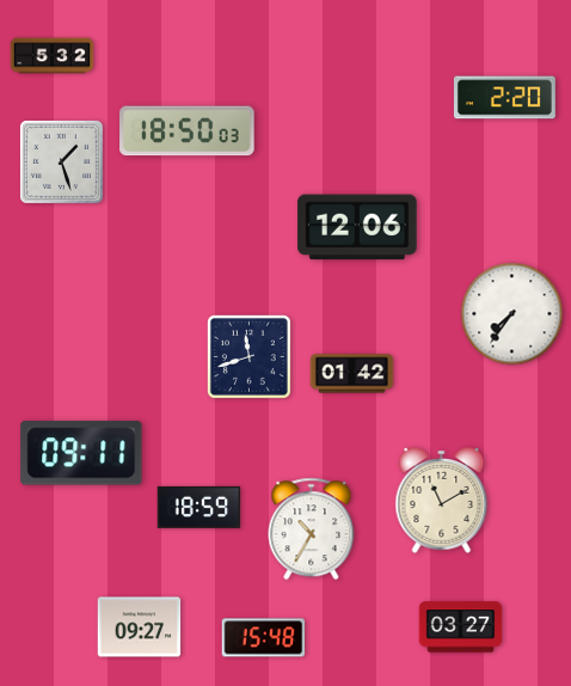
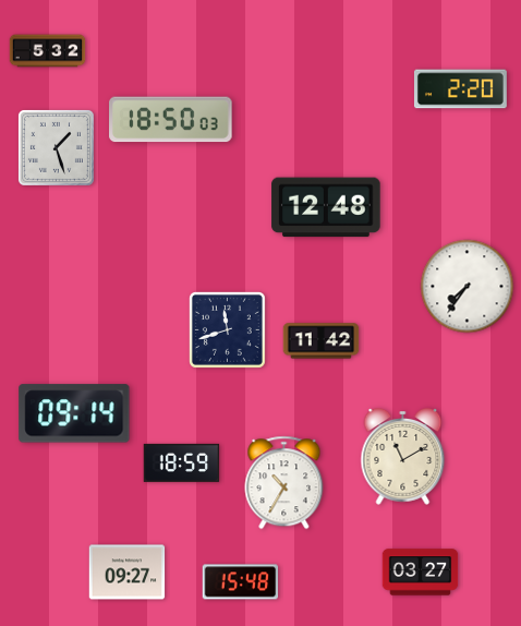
clock at (357, 227): 12:06 -> 12:48
clock at (248, 356) position: (248, 356) -> (227, 329)
clock at (352, 374): 01:42 -> 11:42
clock at (81, 453): 09:11 -> 09:14
